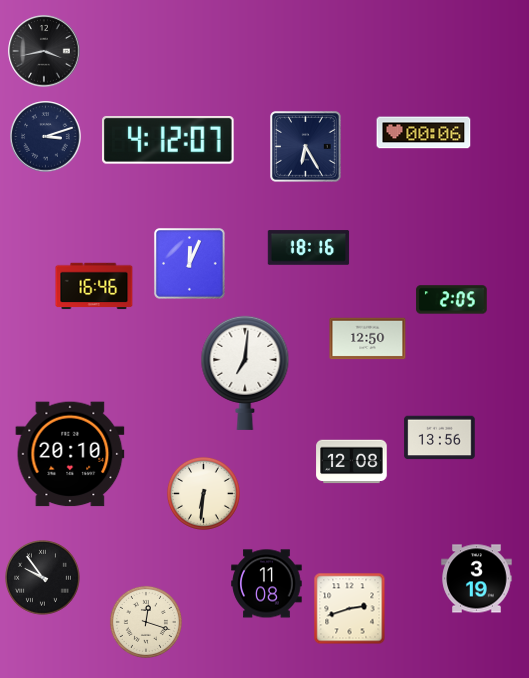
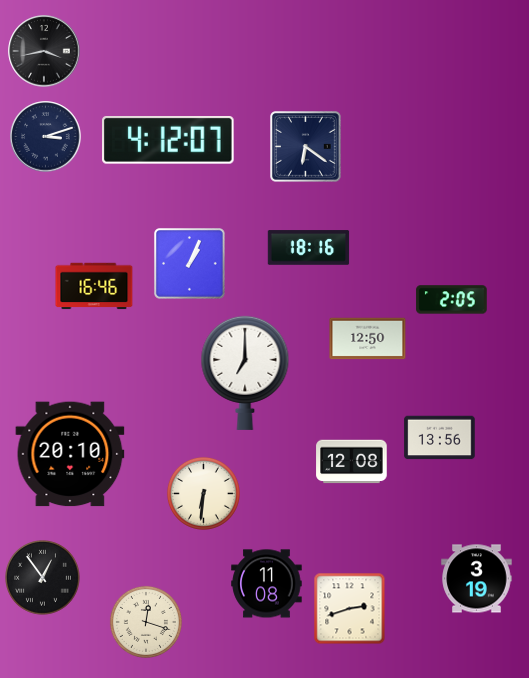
clock at (424, 133): 00:06 -> none
clock at (306, 147): 6:25 -> 6:21
clock at (190, 264): 12:04 -> 1:04
clock at (245, 373): 7:01 -> 7:00
clock at (43, 578): 9:54 -> 12:54
